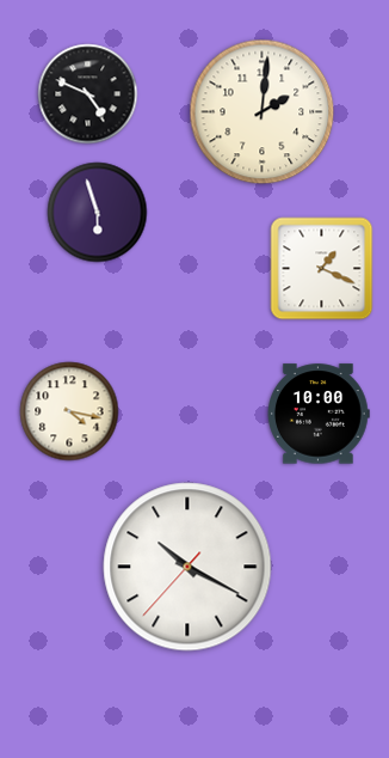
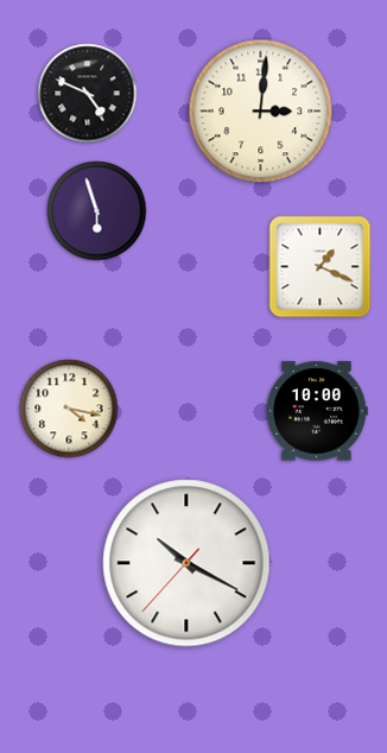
clock at (263, 112): 2:01 -> 3:01
